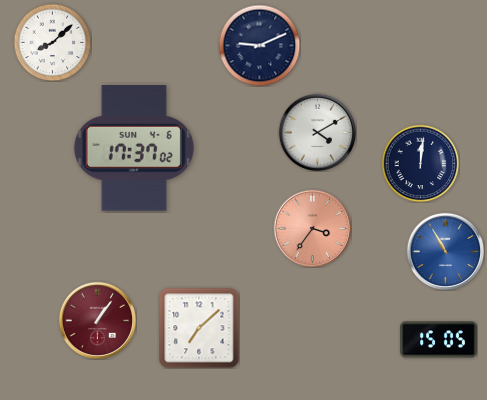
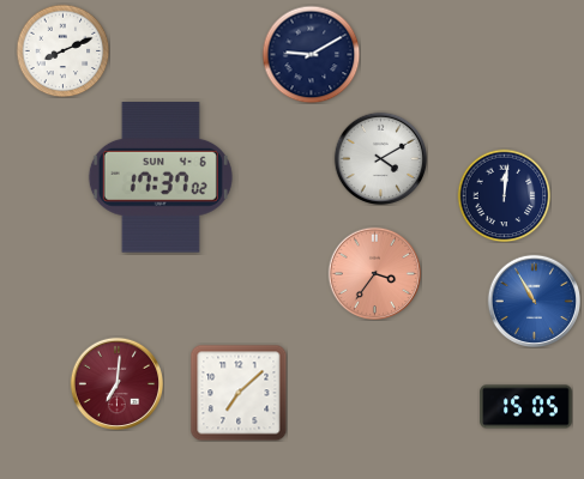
clock at (52, 42): 8:08 -> 8:11
clock at (259, 45): 9:11 -> 9:10
clock at (97, 320): 1:06 -> 7:01
